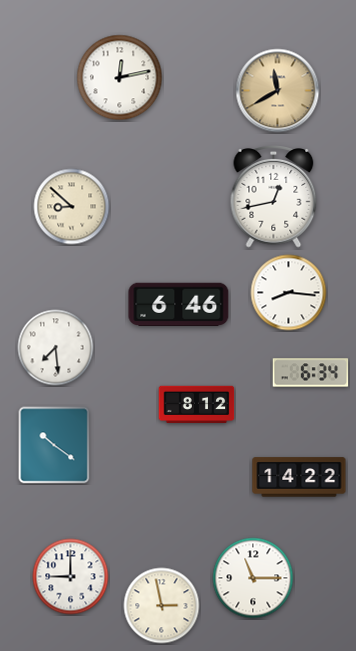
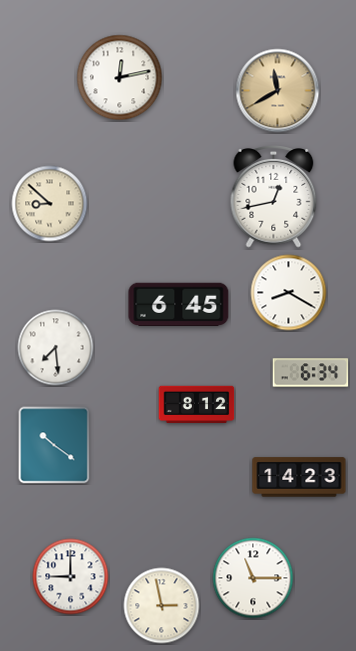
clock at (72, 207) position: (72, 207) -> (50, 204)
clock at (289, 293): 8:16 -> 8:20
clock at (179, 305): 6:46 -> 6:45
clock at (299, 477): 14:22 -> 14:23
